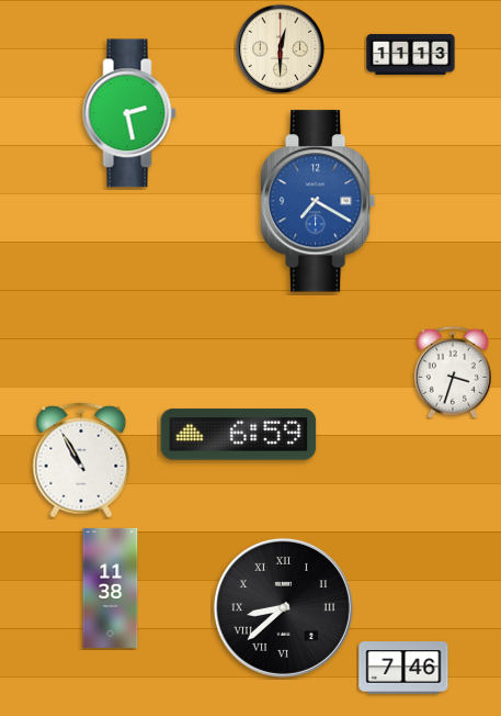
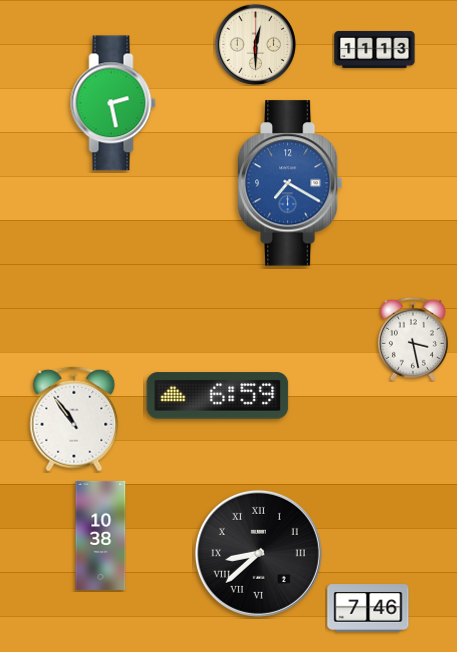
clock at (129, 113) position: (129, 113) -> (113, 103)
clock at (453, 372): 3:33 -> 3:28
clock at (81, 460): 10:55 -> 10:54
clock at (111, 588): 11:38 -> 10:38
